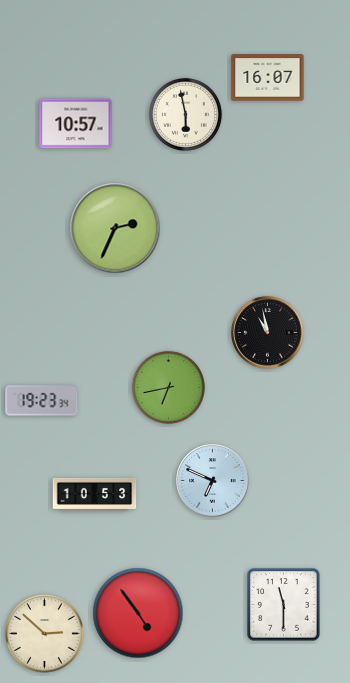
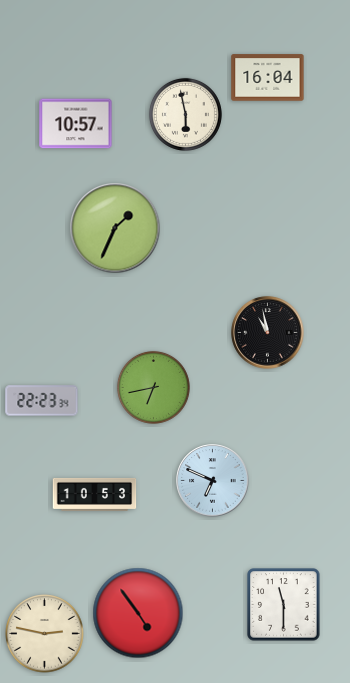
clock at (268, 78): 16:07 -> 16:04
clock at (115, 228): 2:34 -> 1:34
clock at (168, 387) position: (168, 387) -> (153, 387)
clock at (42, 401): 19:23 -> 22:23
clock at (45, 634): 2:52 -> 2:47
